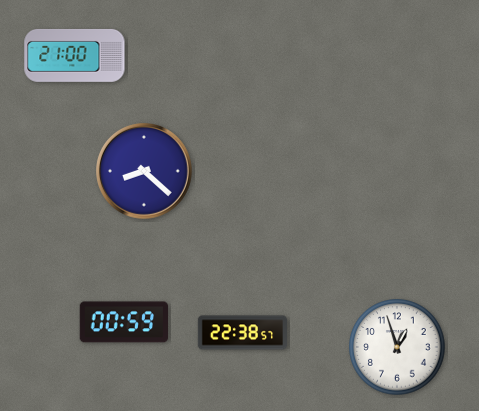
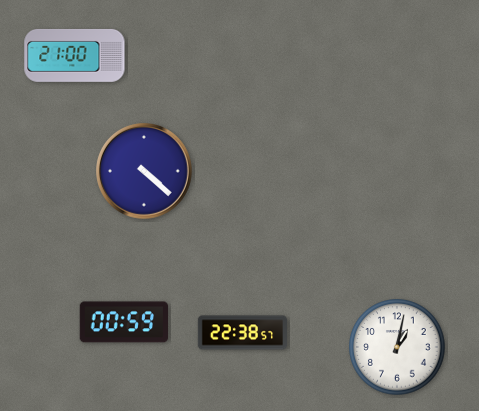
clock at (145, 172): 8:22 -> 4:22
clock at (397, 347): 12:57 -> 1:02
